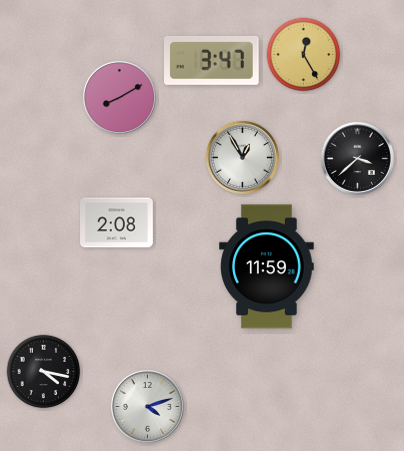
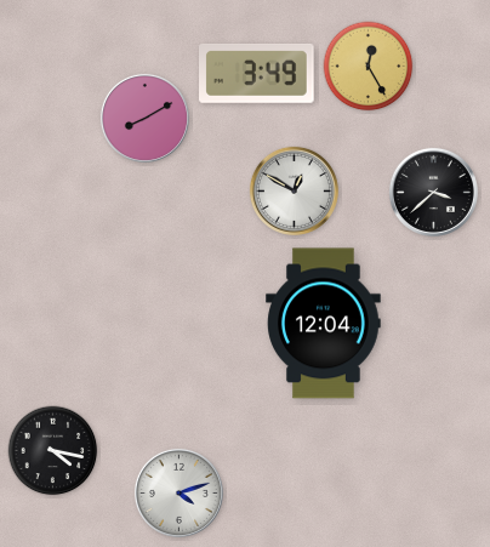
clock at (212, 60): 3:47 -> 3:49
clock at (242, 157): 12:55 -> 12:50
clock at (117, 223): 2:08 -> none
clock at (267, 267): 11:59 -> 12:04
